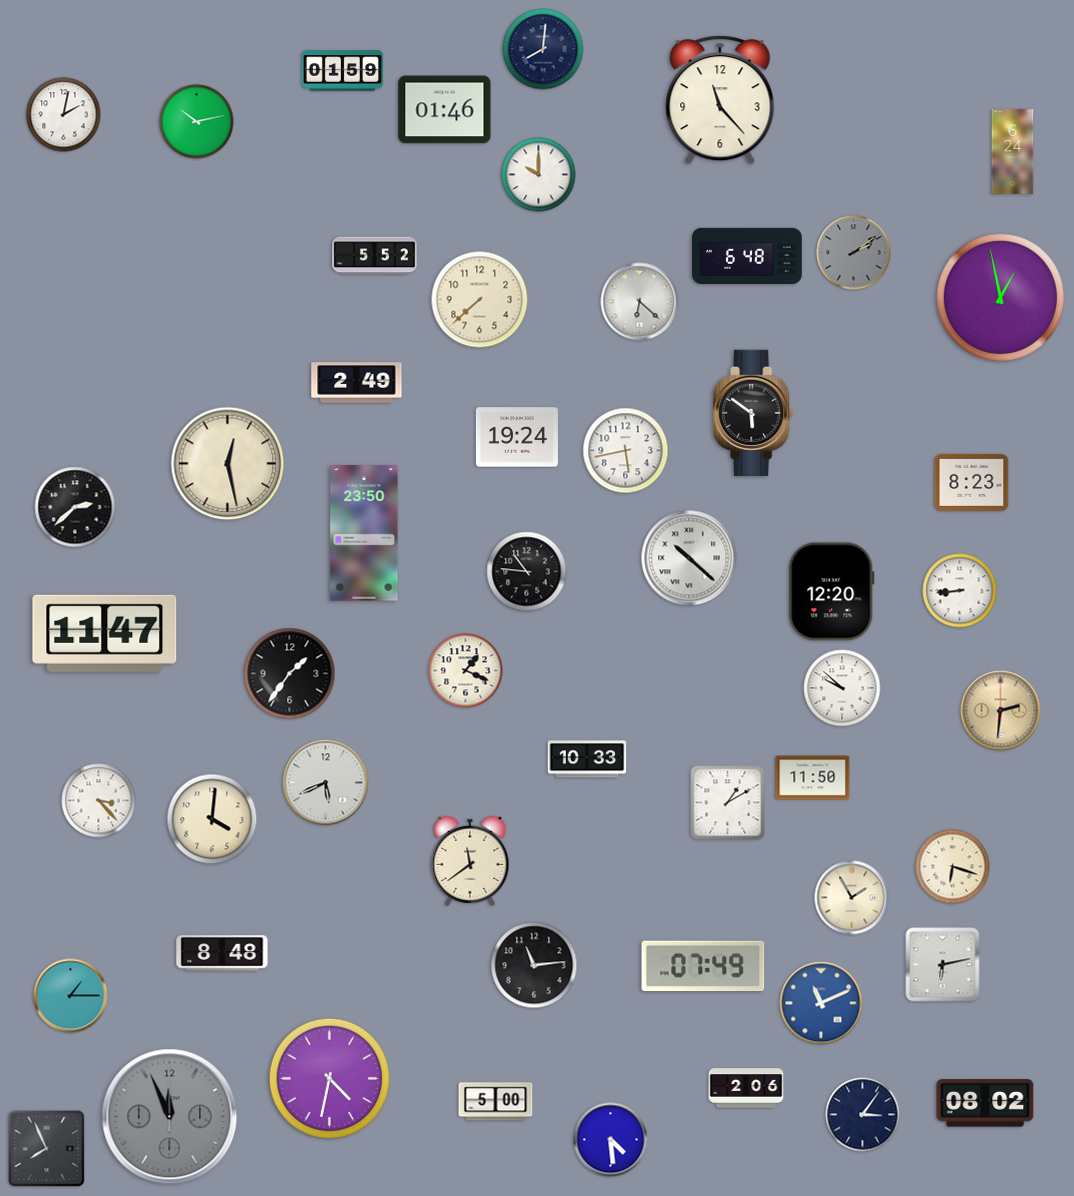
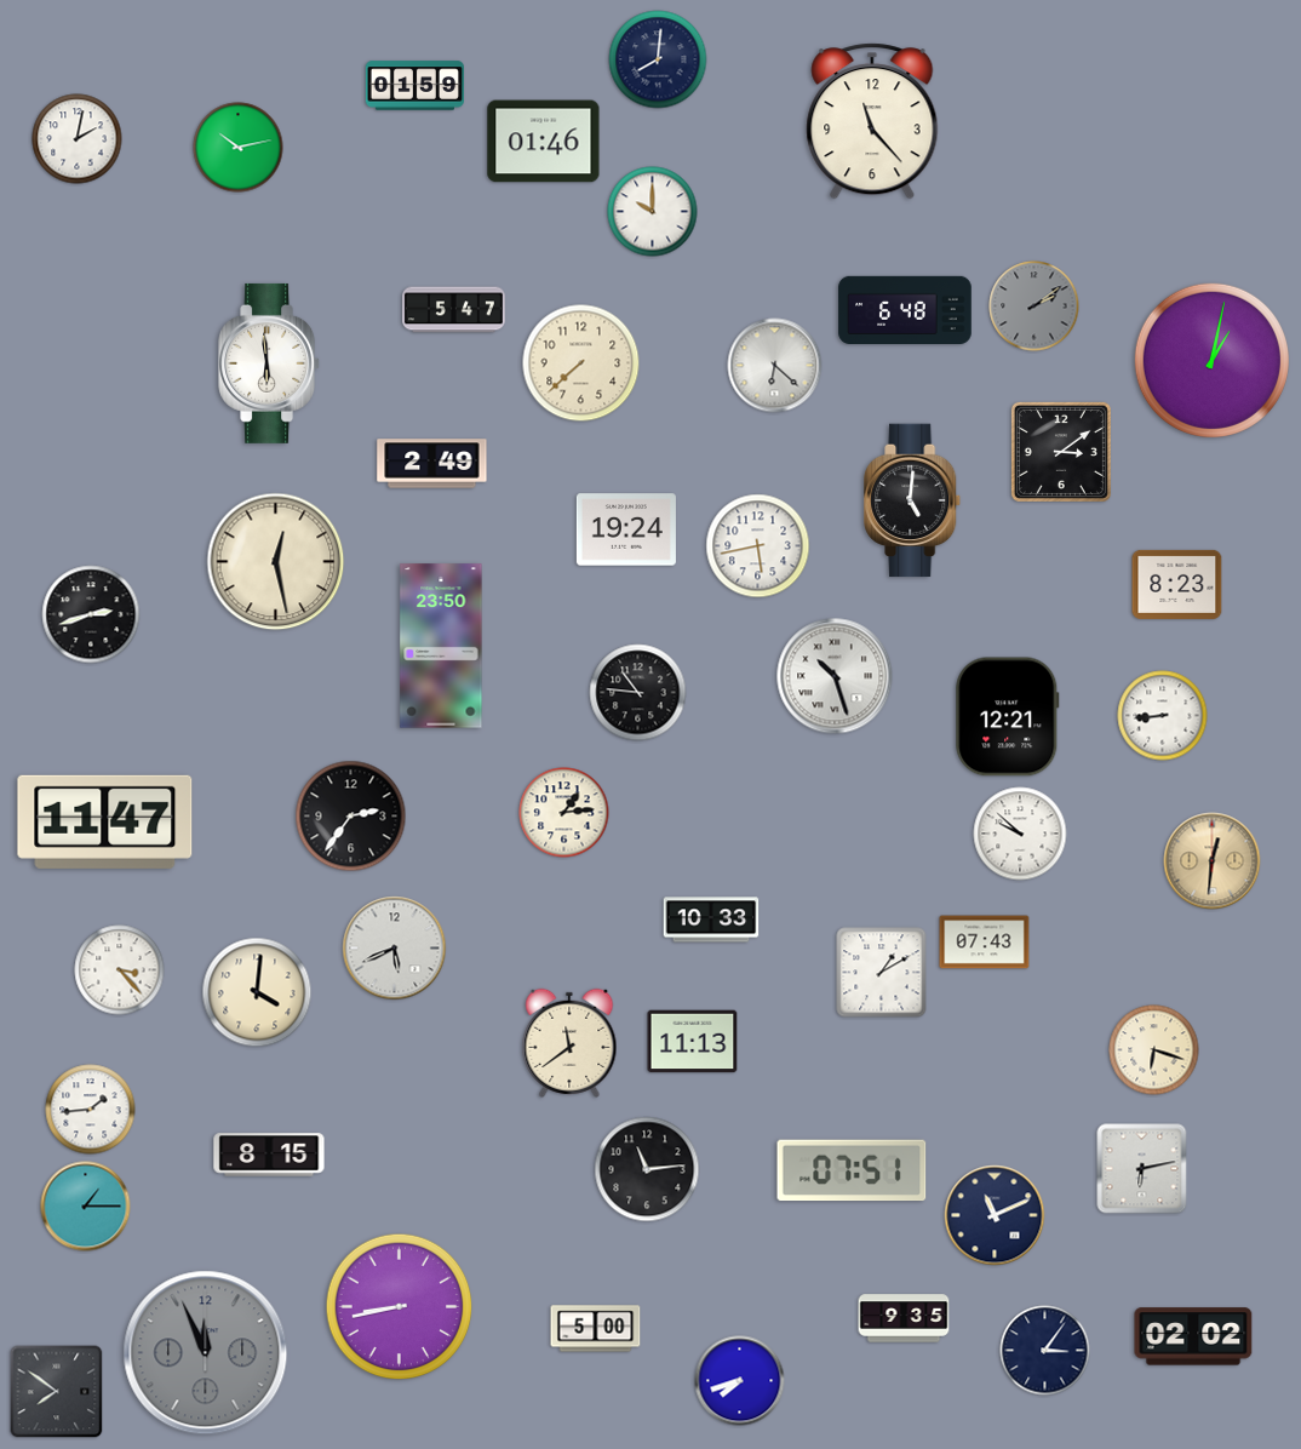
clock at (445, 110) position: (445, 110) -> (544, 142)
clock at (1013, 152): 6:24 -> none
clock at (375, 256): 5:52 -> 5:47
clock at (1000, 297): 12:58 -> 1:02
clock at (270, 363): none -> 5:59
clock at (1061, 452): none -> 3:09
clock at (754, 413): 5:51 -> 5:01
clock at (75, 507): 2:38 -> 2:42
clock at (689, 558): 10:22 -> 10:27
clock at (832, 592): 12:20 -> 12:21
clock at (105, 633) position: (105, 633) -> (105, 821)
clock at (466, 671): 1:19 -> 1:14
clock at (290, 674): 1:36 -> 2:36
clock at (1001, 711): 2:31 -> 12:31
clock at (813, 778): 11:50 -> 07:43
clock at (693, 1042): none -> 11:13
clock at (852, 898): 1:55 -> none
clock at (91, 1110): none -> 1:44
clock at (222, 953): 8:48 -> 8:15
clock at (703, 966): 07:49 -> 07:51
clock at (821, 1003) dial: blue -> navy
clock at (330, 1079): 4:32 -> 8:43
clock at (746, 1088): 2:06 -> 9:35
clock at (496, 1102) position: (496, 1102) -> (596, 1329)
clock at (985, 1103): 08:02 -> 02:02
clock at (611, 1140): 4:29 -> 7:42
clock at (47, 1149): 7:56 -> 7:51
